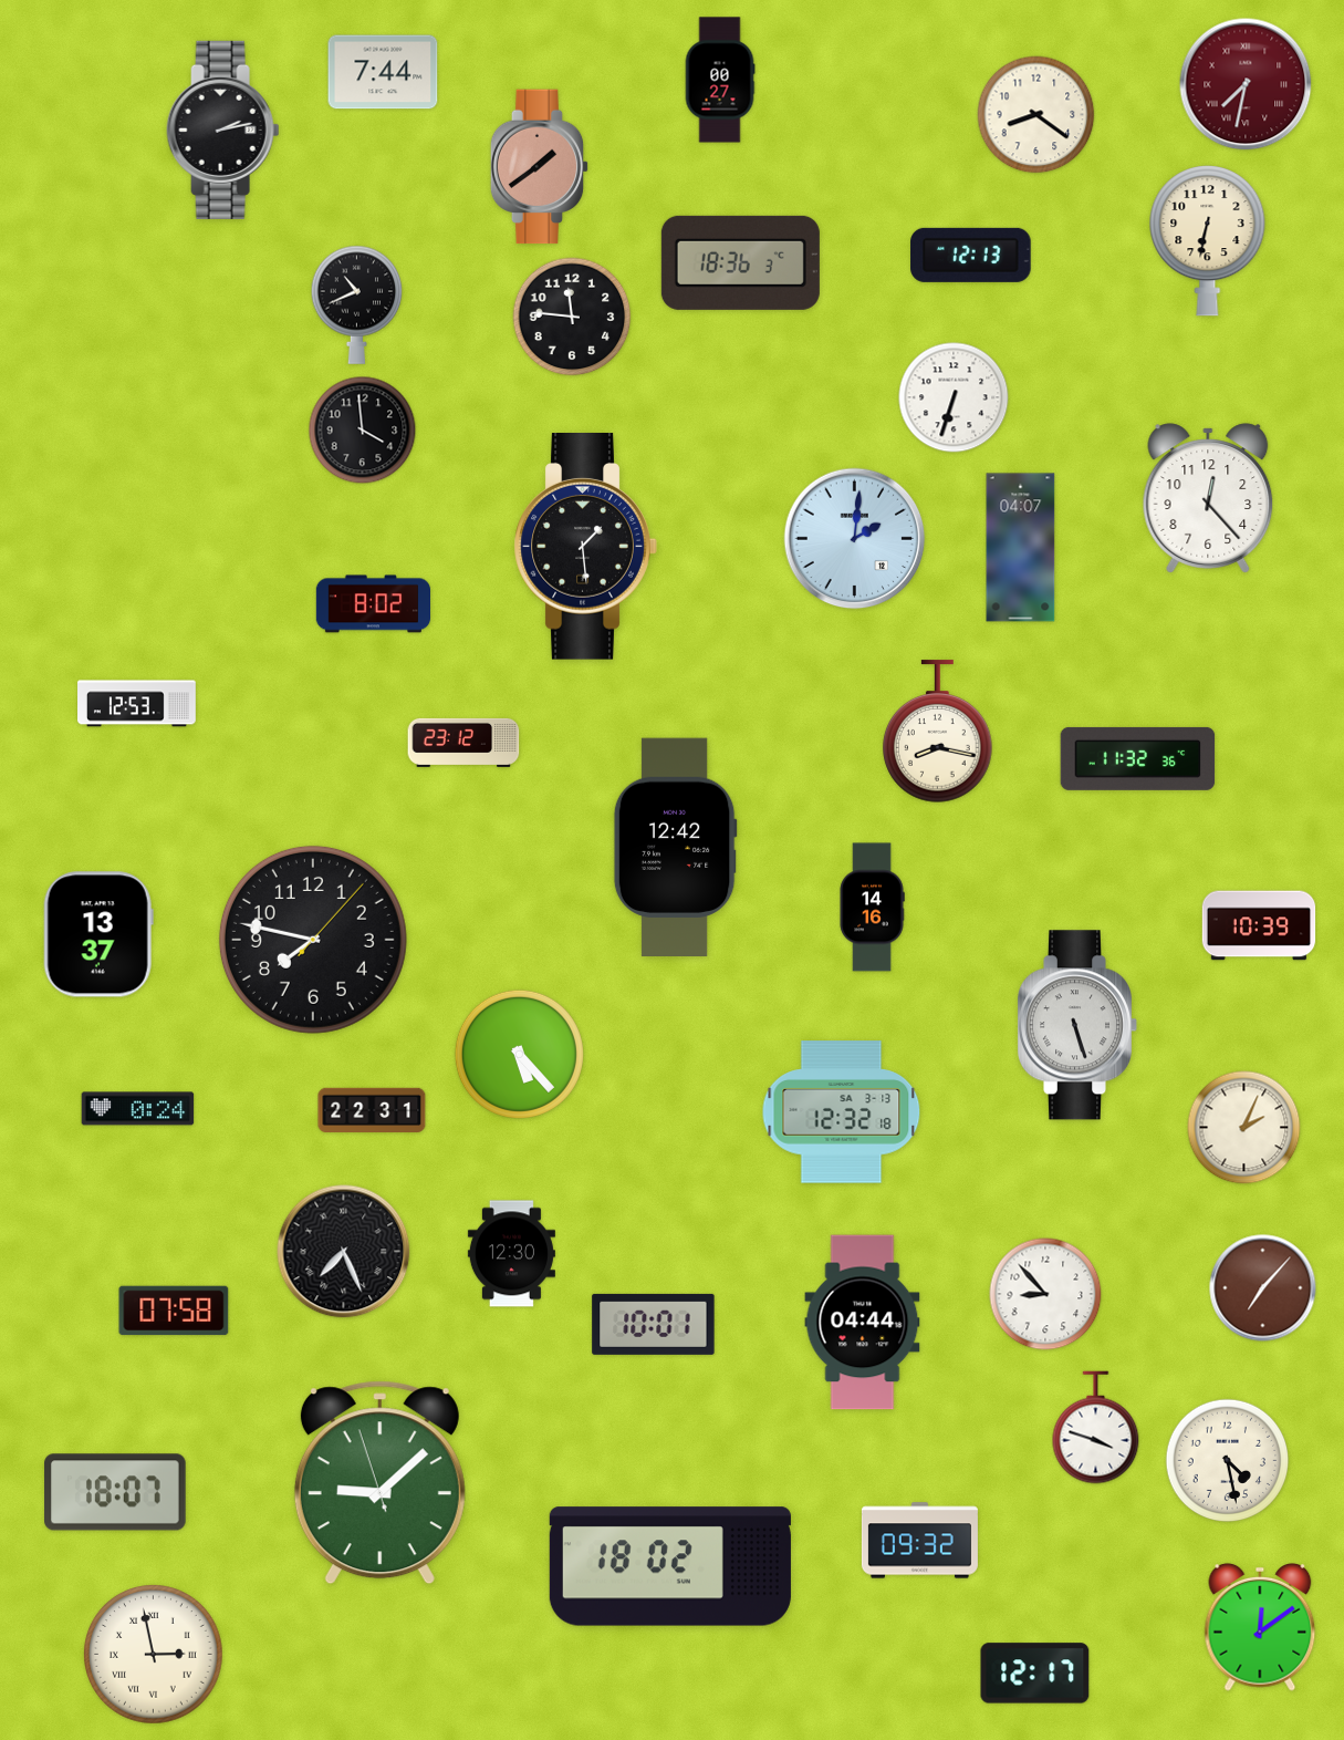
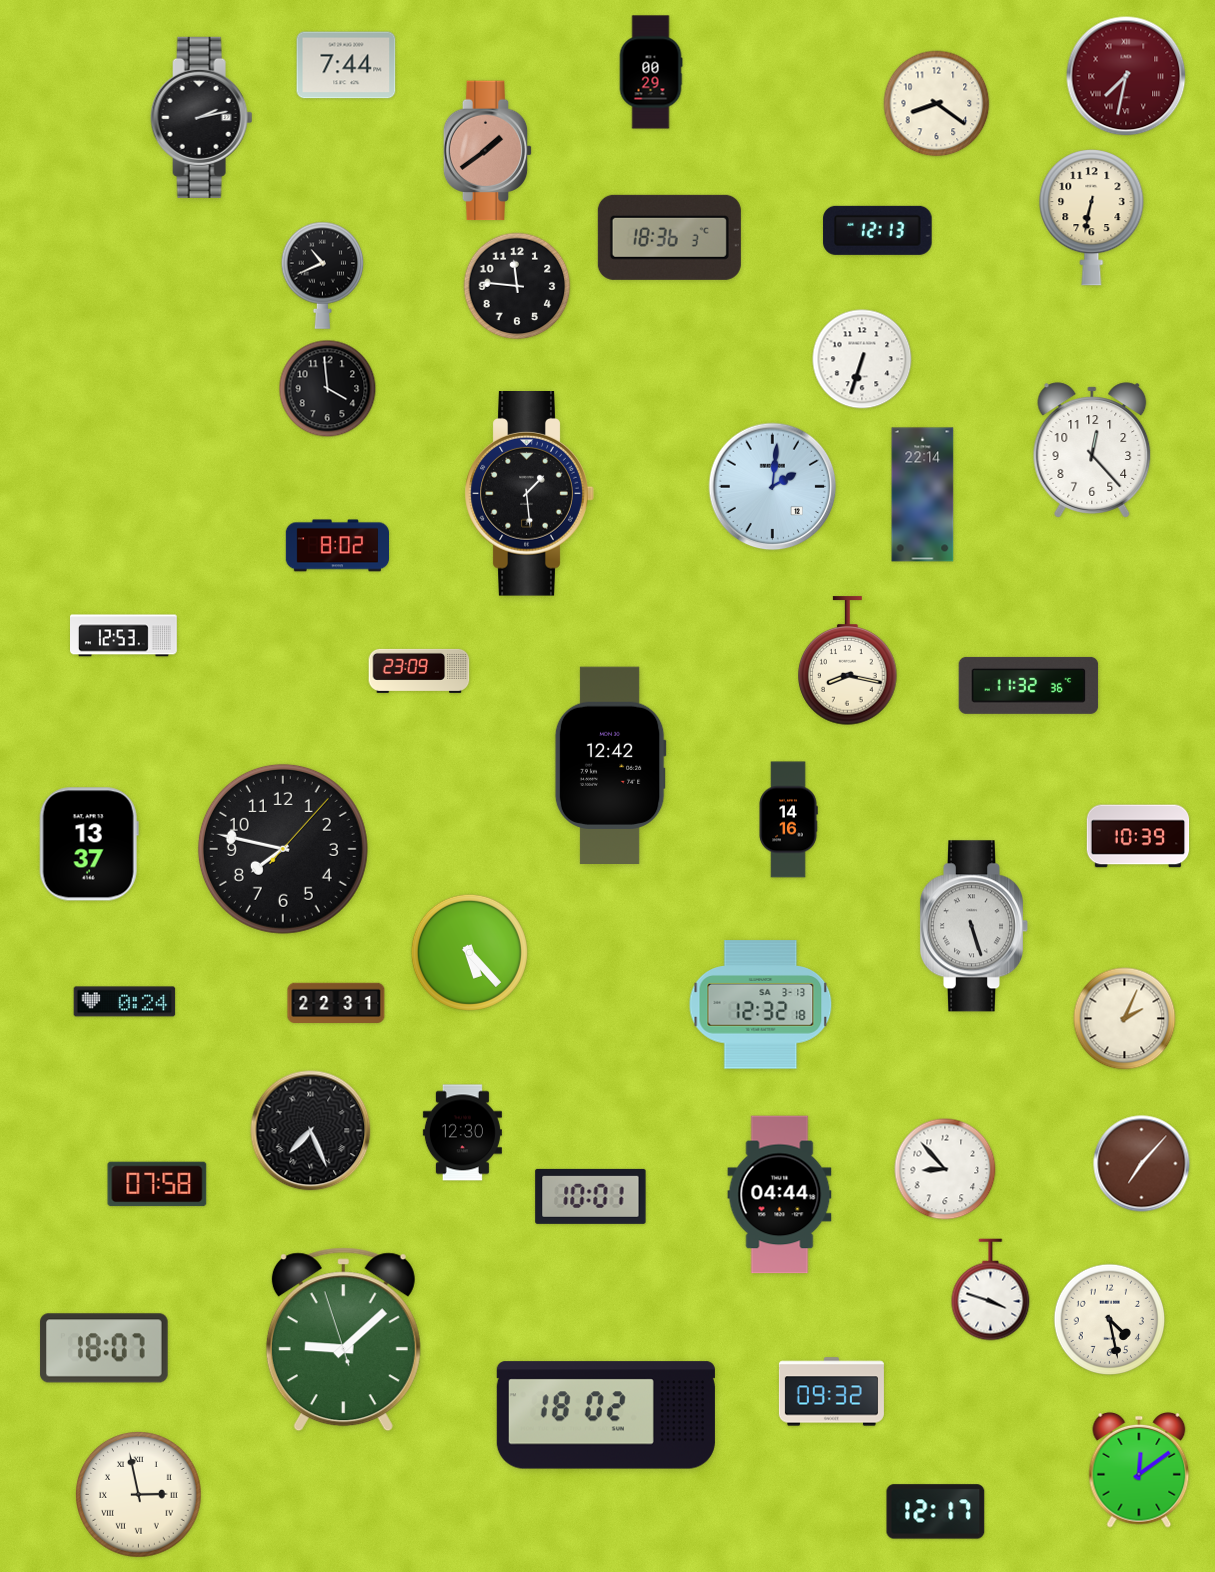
clock at (720, 80): 00:27 -> 00:29
clock at (1021, 548): 04:07 -> 22:14
clock at (463, 743): 23:12 -> 23:09
